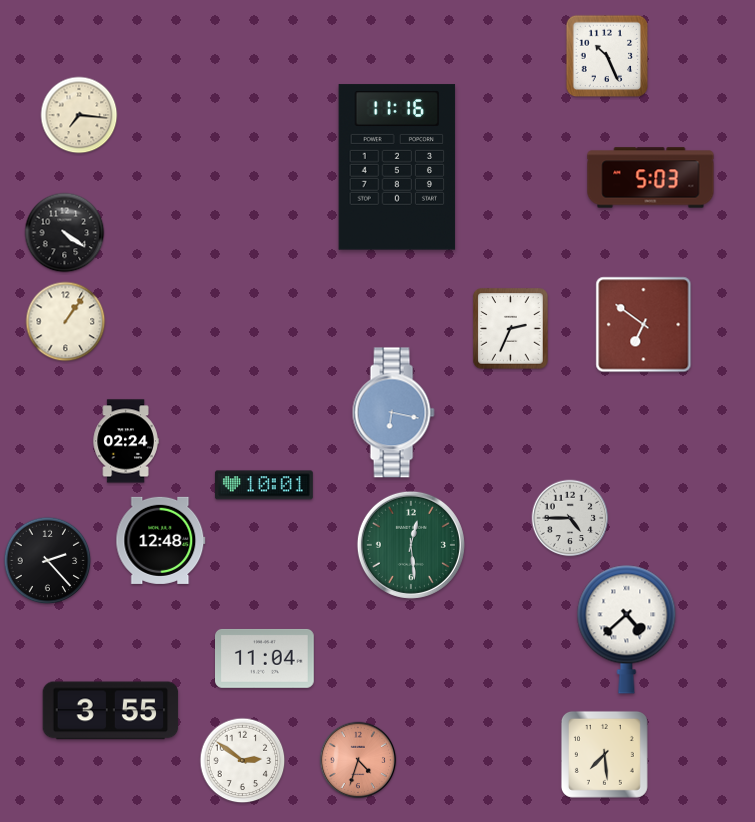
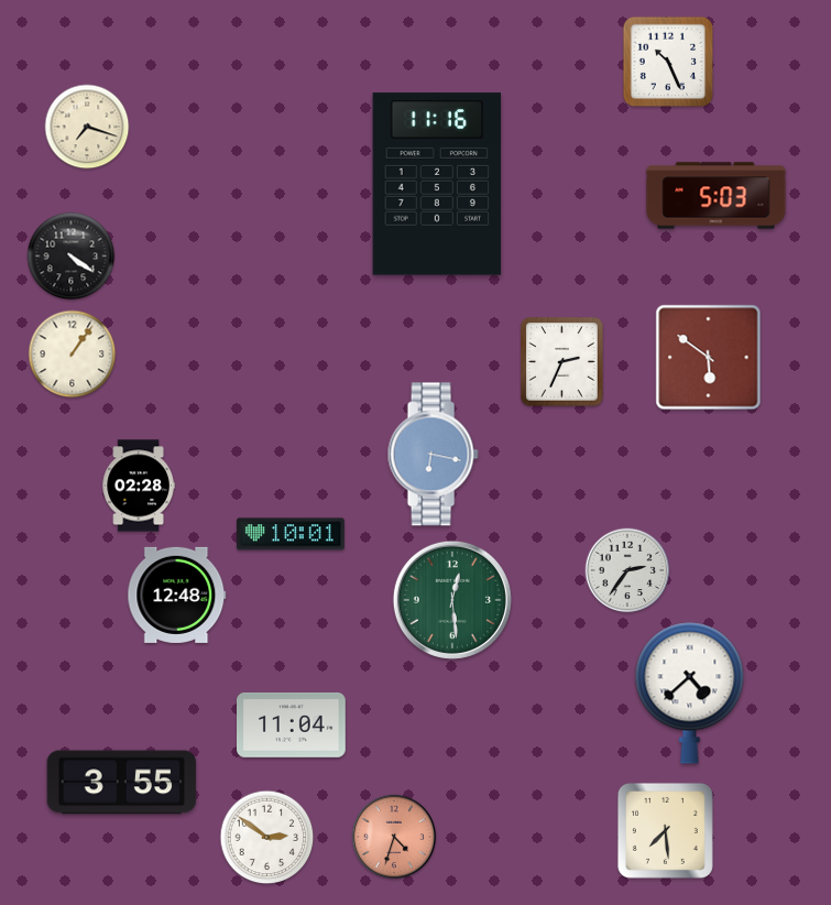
clock at (79, 115): 7:16 -> 7:18
clock at (644, 325): 6:51 -> 5:51
clock at (126, 441): 02:24 -> 02:28
clock at (570, 518): 4:45 -> 2:36
clock at (48, 561): 2:23 -> none
